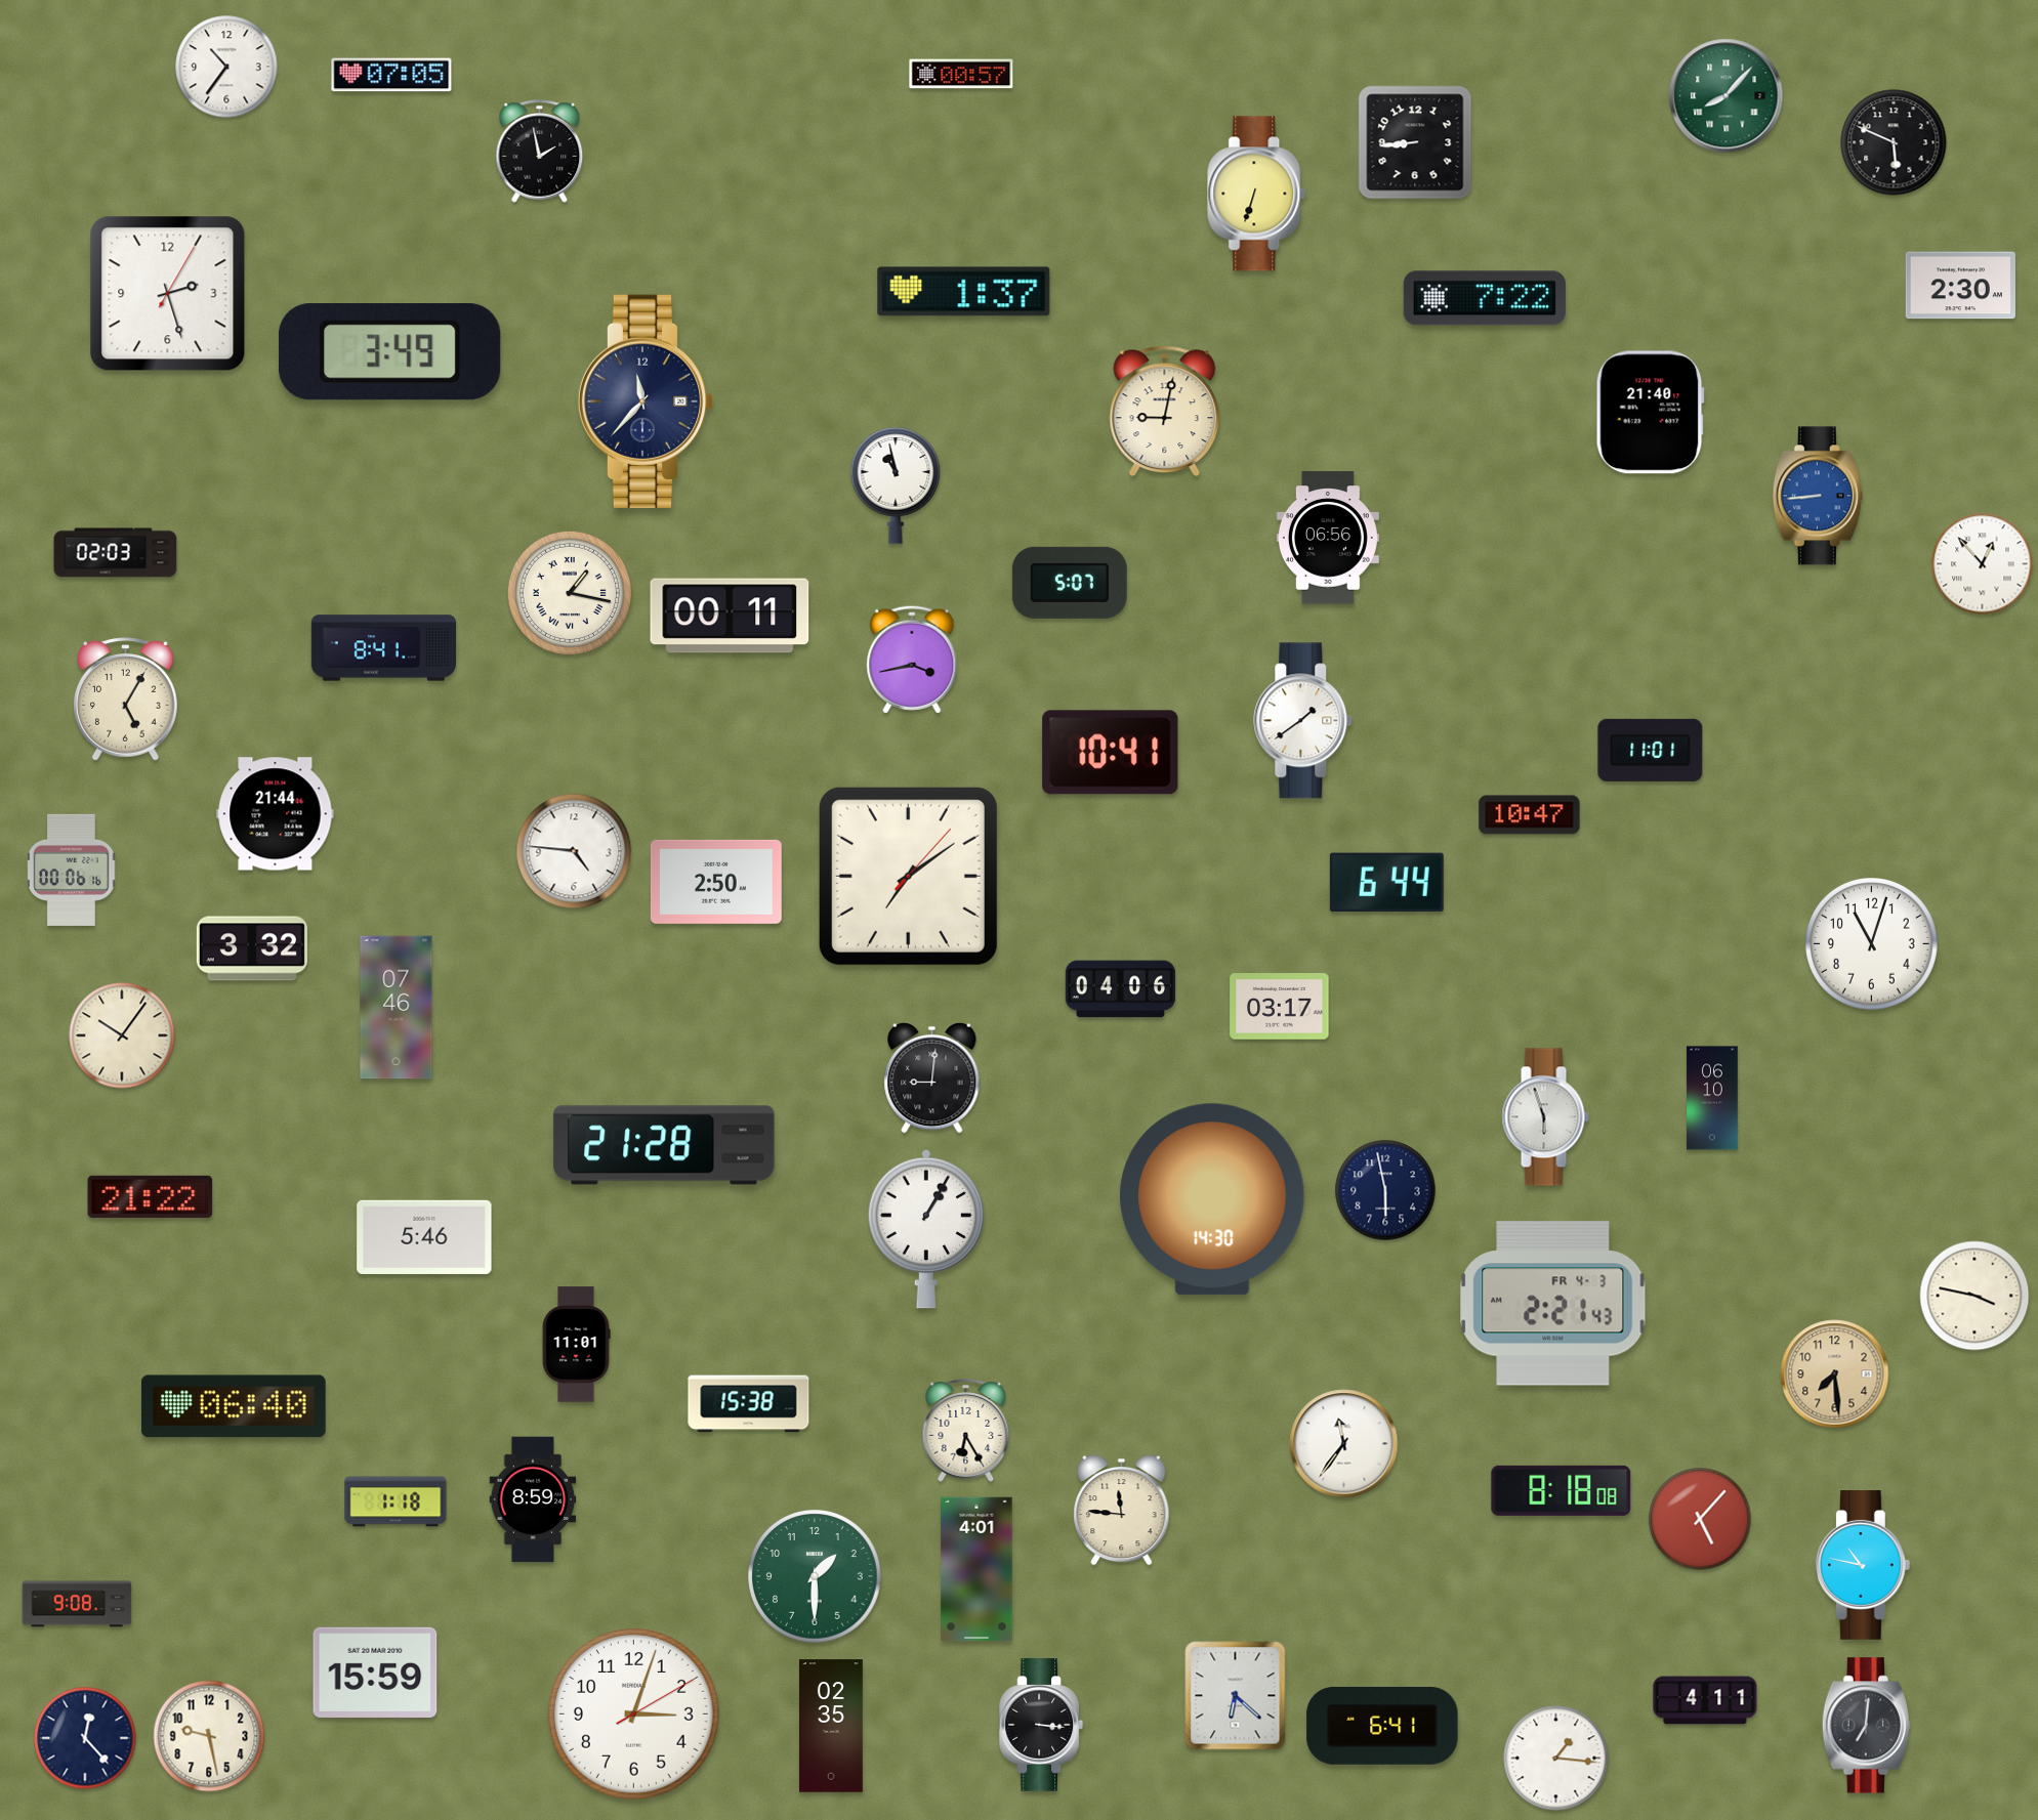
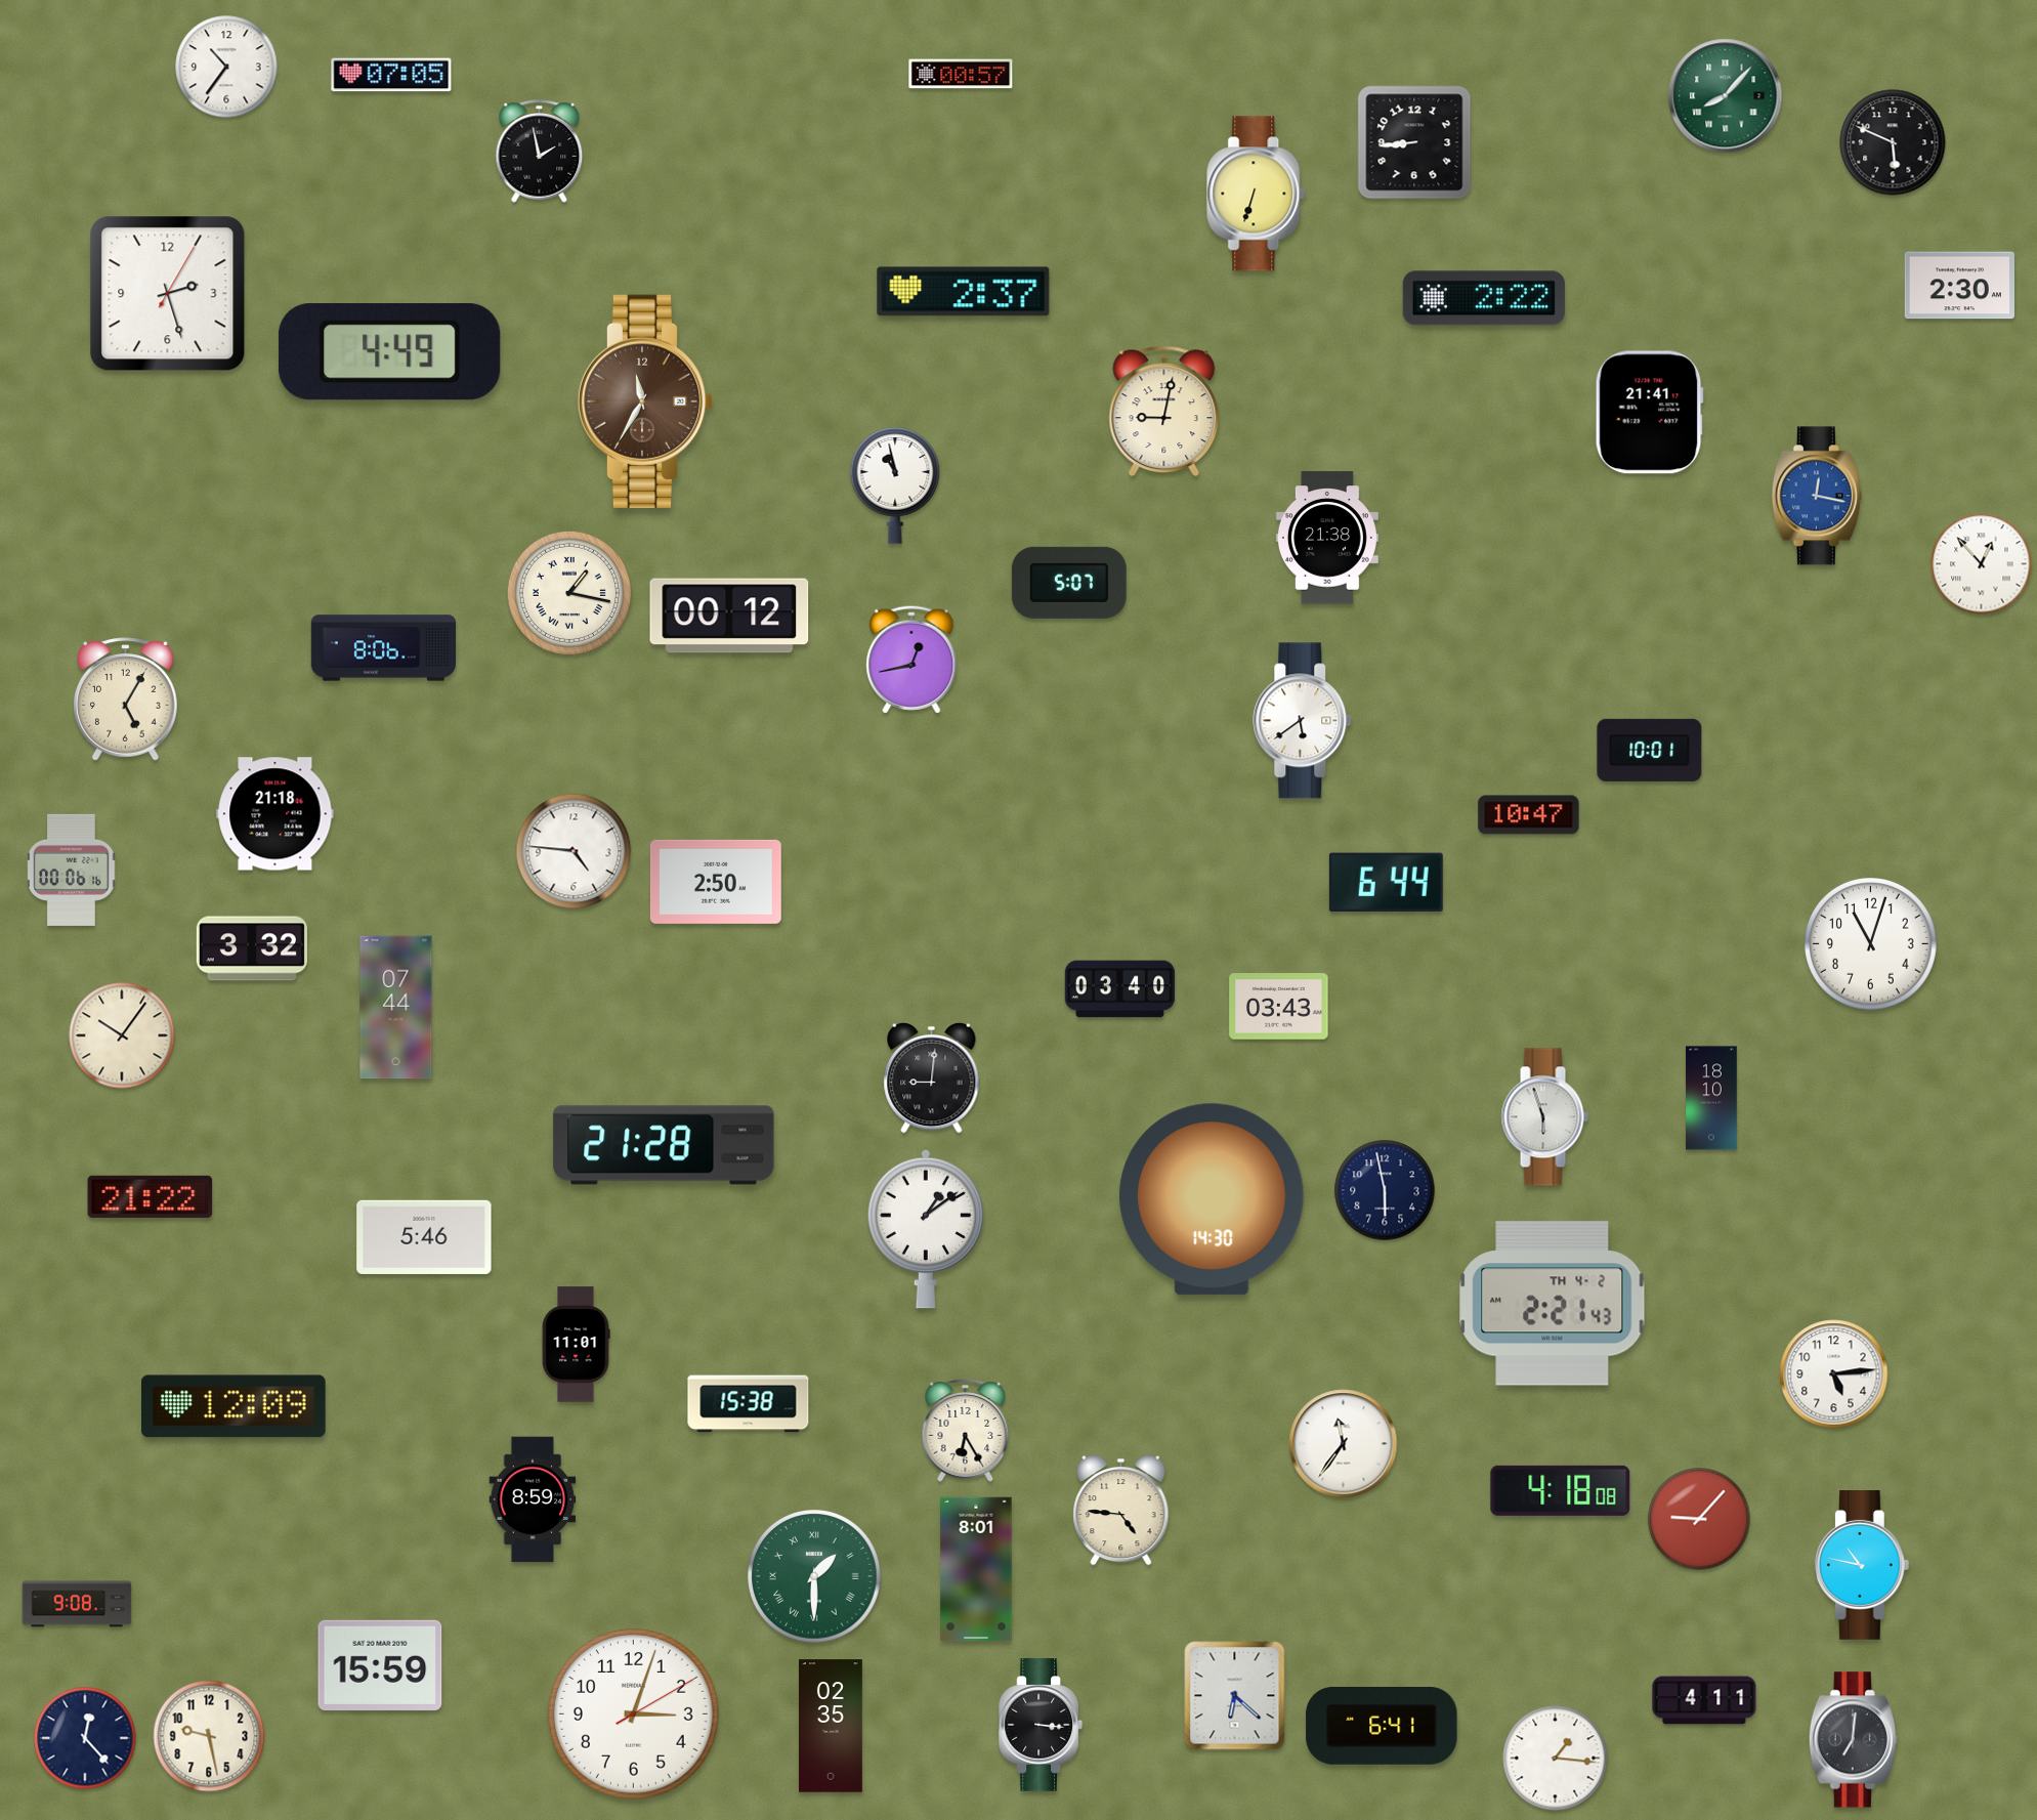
clock at (964, 292): 1:37 -> 2:37
clock at (1485, 298): 7:22 -> 2:22
clock at (390, 352): 3:49 -> 4:49
clock at (646, 401): 11:37 -> 11:35
clock at (646, 401) dial: navy -> brown
clock at (1650, 413): 21:40 -> 21:41
clock at (1818, 496): 8:44 -> 12:17
clock at (1328, 538): 06:56 -> 21:38
clock at (116, 553): 02:03 -> none
clock at (730, 616): 00:11 -> 00:12
clock at (384, 648): 8:41 -> 8:06
clock at (912, 660): 3:43 -> 12:43
clock at (1303, 721): 1:39 -> 5:39
clock at (1651, 750): 11:01 -> 10:01
clock at (1111, 753): 10:41 -> none
clock at (276, 814): 21:44 -> 21:18
clock at (908, 876): 7:09 -> none
clock at (1121, 989): 04:06 -> 03:40
clock at (1280, 1007): 03:17 -> 03:43
clock at (397, 1008): 07:46 -> 07:44
clock at (1712, 1098): 06:10 -> 18:10
clock at (926, 1229): 1:05 -> 1:09
clock at (1974, 1296): 3:47 -> none
clock at (1553, 1304) date: FR 4-3 -> TH 4-2
clock at (1835, 1374): 7:29 -> 5:14
clock at (1835, 1374) dial: champagne -> white
clock at (235, 1406): 06:40 -> 12:09
clock at (1562, 1490): 8:18 -> 4:18
clock at (396, 1501): 1:18 -> none
clock at (1122, 1510): 11:46 -> 4:46
clock at (1700, 1519): 5:07 -> 9:07
clock at (976, 1569): 4:01 -> 8:01
clock at (815, 1576) numerals: Arabic -> Roman
clock at (375, 1673) position: (375, 1673) -> (380, 1665)
clock at (1866, 1726) position: (1866, 1726) -> (1853, 1740)
